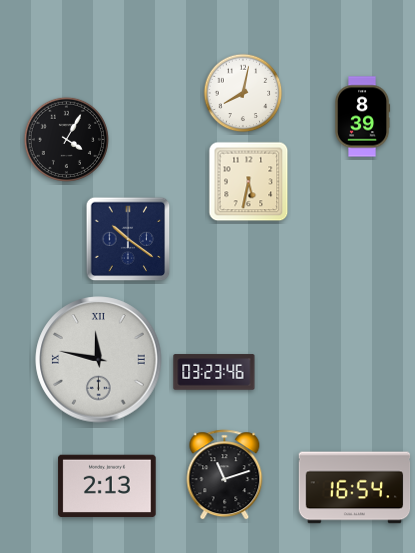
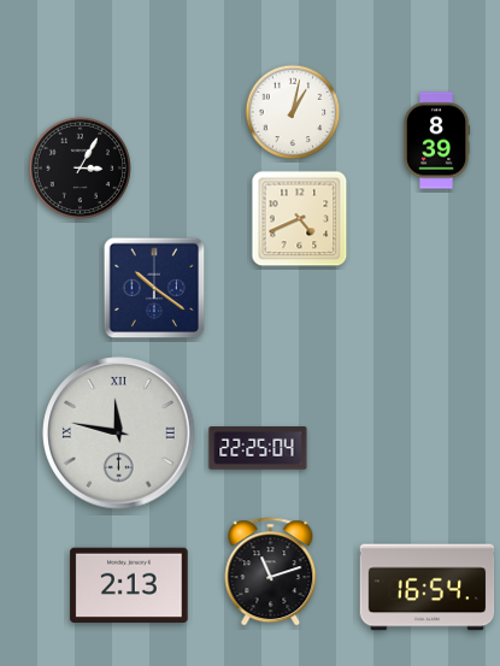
clock at (243, 93): 8:02 -> 1:02
clock at (66, 139): 4:05 -> 3:05
clock at (249, 182): 5:32 -> 4:41
clock at (214, 372): 03:23 -> 22:25
